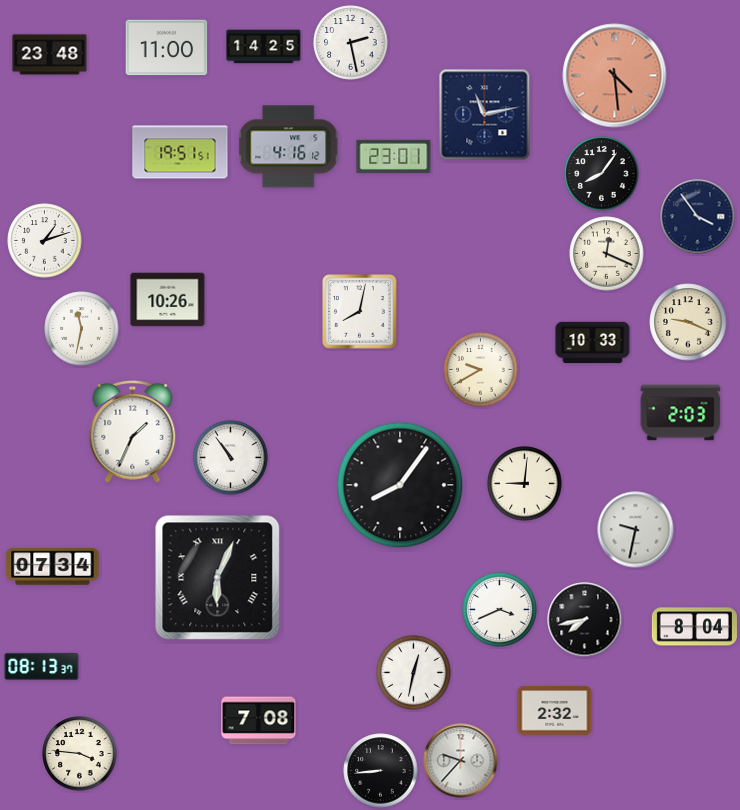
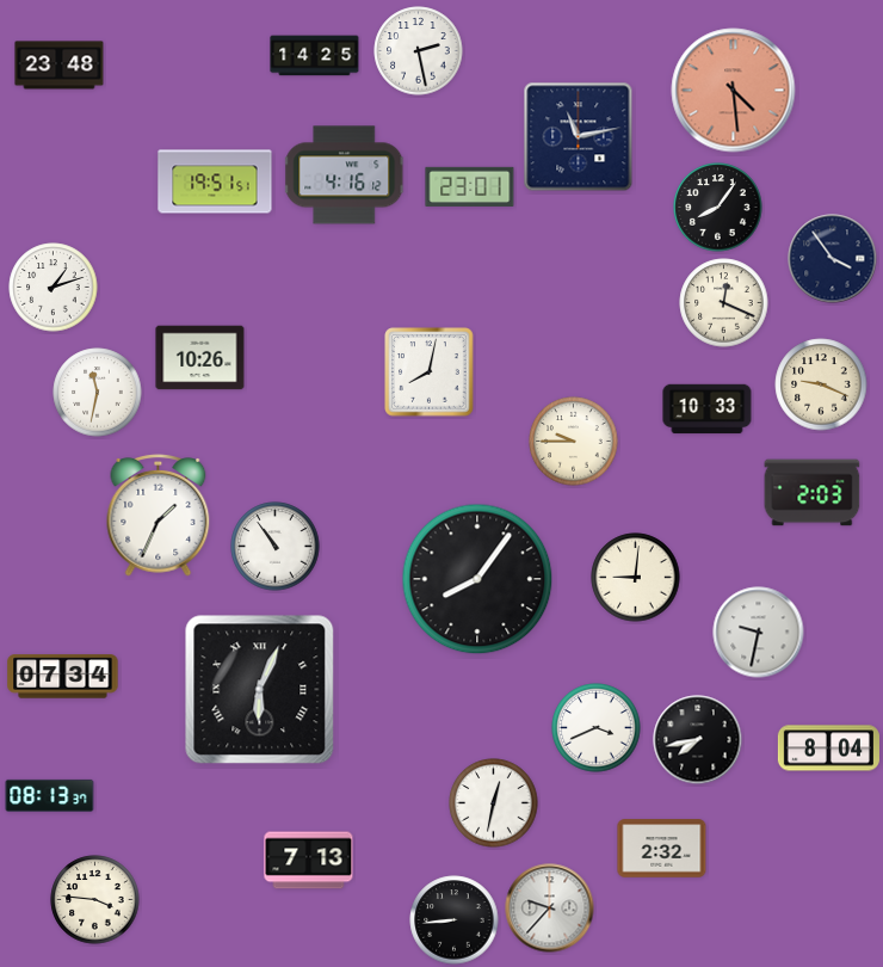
clock at (167, 48): 11:00 -> none
clock at (481, 370): 9:40 -> 9:45
clock at (525, 484) position: (525, 484) -> (636, 578)
clock at (259, 721): 7:08 -> 7:13
